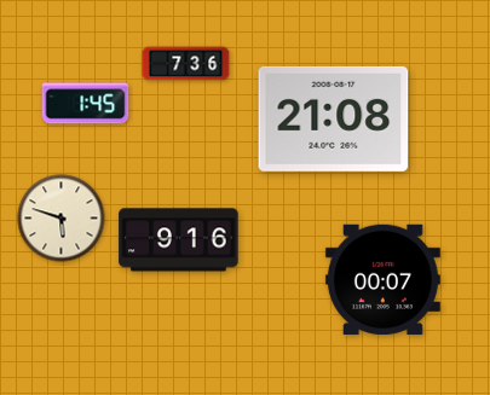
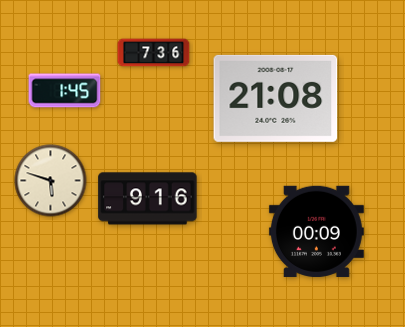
clock at (86, 104) position: (86, 104) -> (65, 91)
clock at (382, 279): 00:07 -> 00:09
